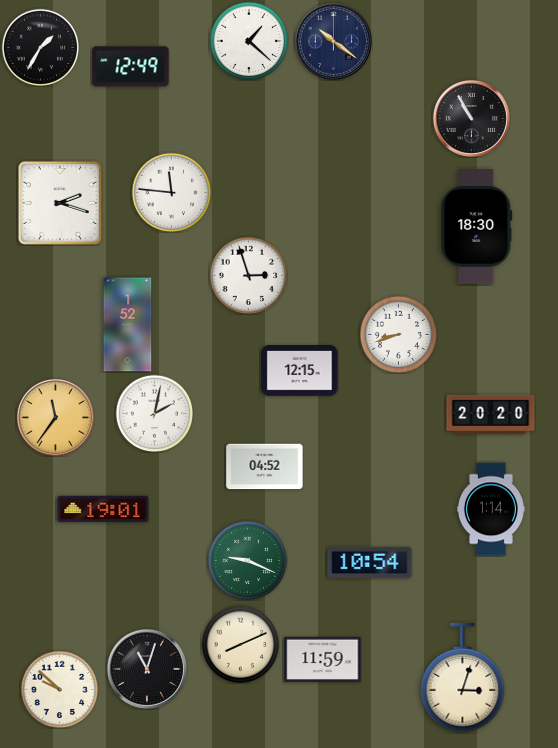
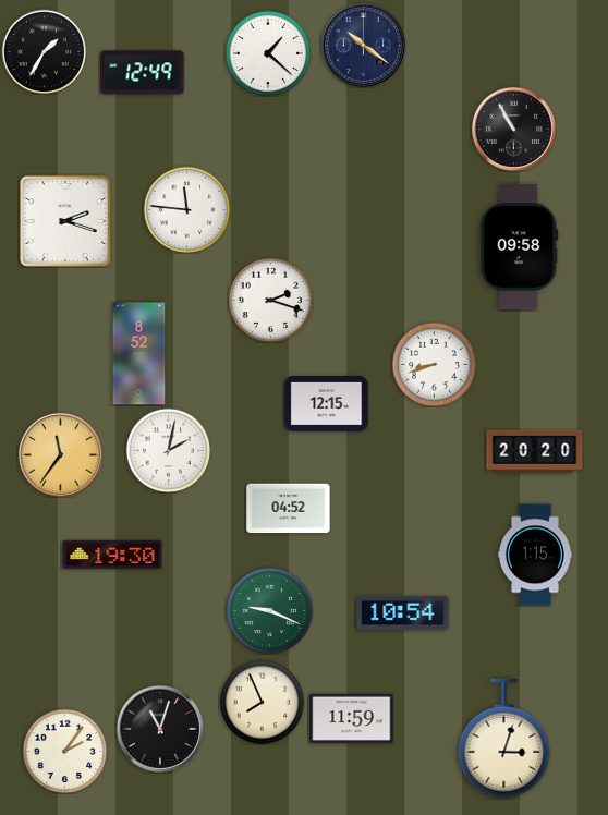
clock at (249, 41) position: (249, 41) -> (268, 53)
clock at (477, 227): 18:30 -> 09:58
clock at (248, 275): 2:57 -> 2:18
clock at (128, 325): 1:52 -> 8:52
clock at (103, 509): 19:01 -> 19:30
clock at (491, 509): 1:14 -> 1:15
clock at (240, 644): 8:11 -> 7:56
clock at (59, 689): 9:52 -> 2:06
